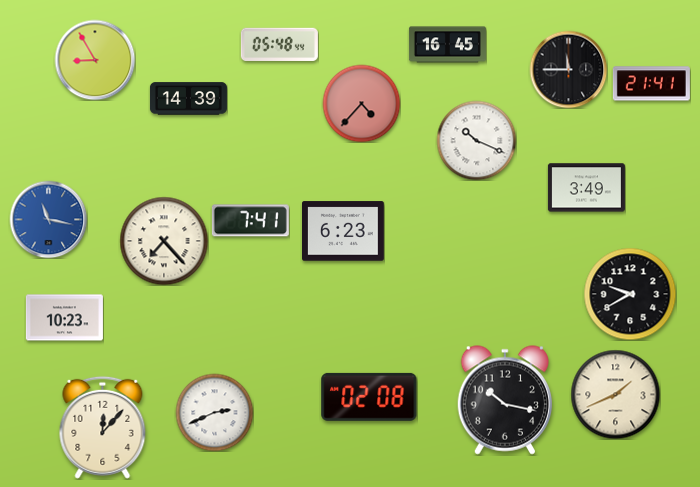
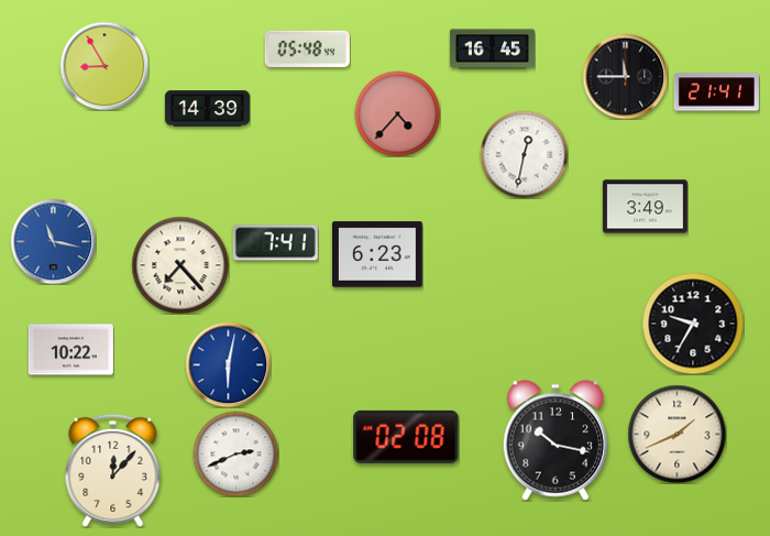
clock at (476, 140): 10:19 -> 12:32
clock at (630, 294): 9:40 -> 9:35
clock at (64, 318): 10:23 -> 10:22
clock at (228, 364): none -> 6:02
